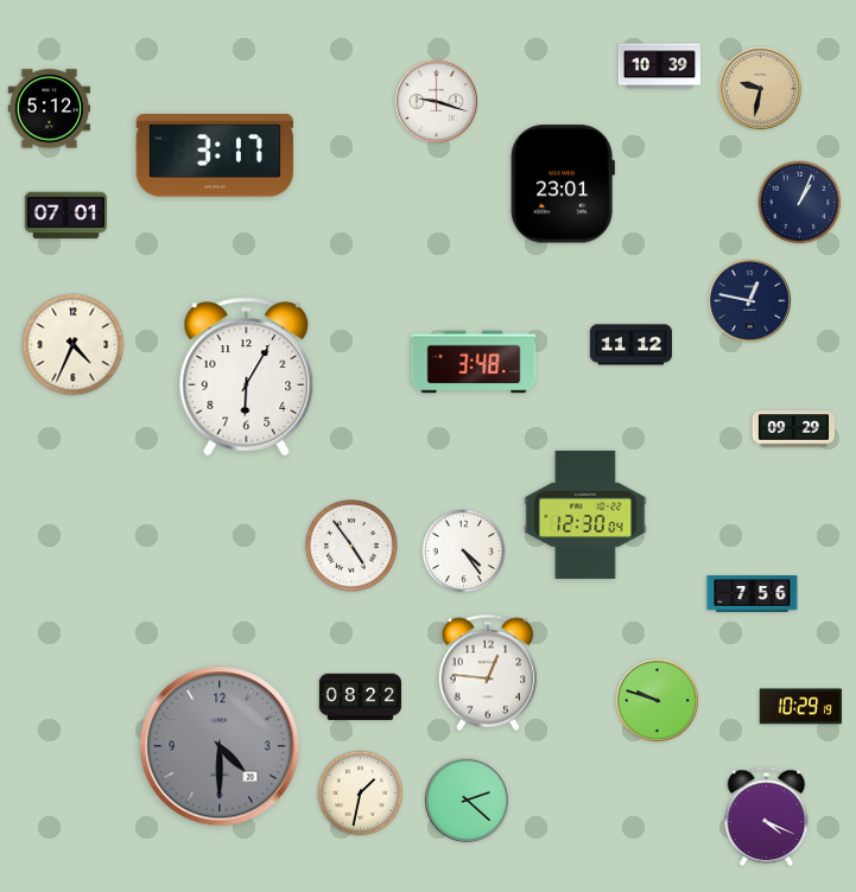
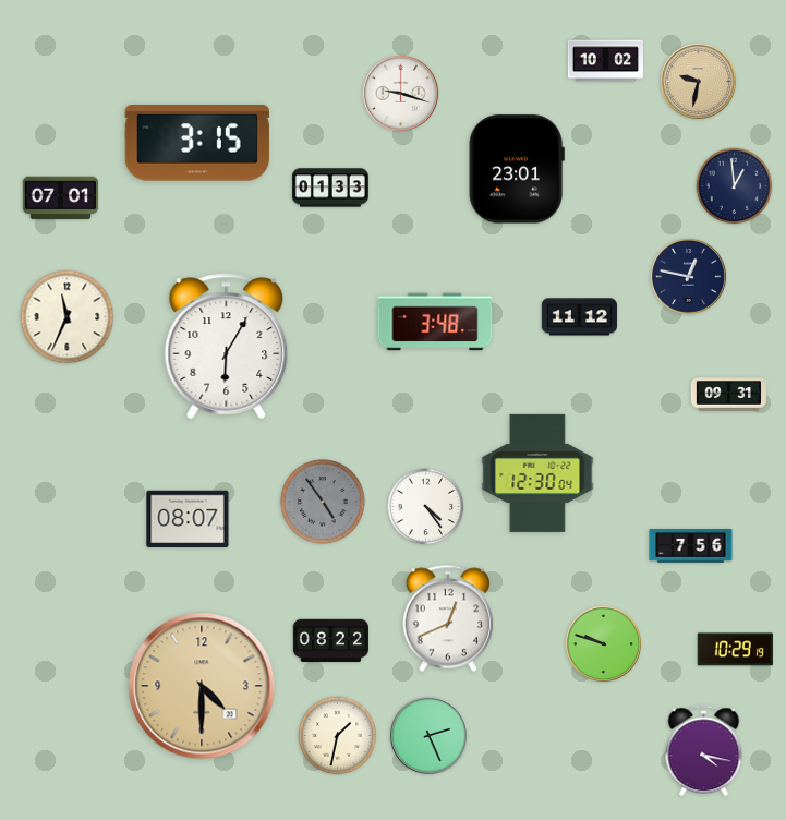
clock at (659, 66): 10:39 -> 10:02
clock at (49, 109): 5:12 -> none
clock at (215, 157): 3:17 -> 3:15
clock at (800, 203): 1:04 -> 12:59
clock at (330, 188): none -> 01:33
clock at (74, 345): 4:34 -> 11:34
clock at (474, 362) position: (474, 362) -> (435, 322)
clock at (793, 429): 09:29 -> 09:31
clock at (351, 546) dial: white -> grey
clock at (188, 519): none -> 08:07
clock at (487, 673): 12:46 -> 12:41
clock at (220, 746) dial: grey -> champagne
clock at (361, 794) position: (361, 794) -> (338, 736)
clock at (468, 801): 2:22 -> 2:26
clock at (767, 817): 4:19 -> 4:17
